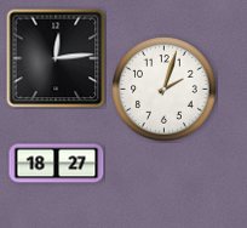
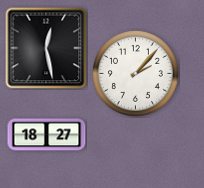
clock at (56, 58): 12:14 -> 12:28
clock at (165, 90): 2:03 -> 2:07
